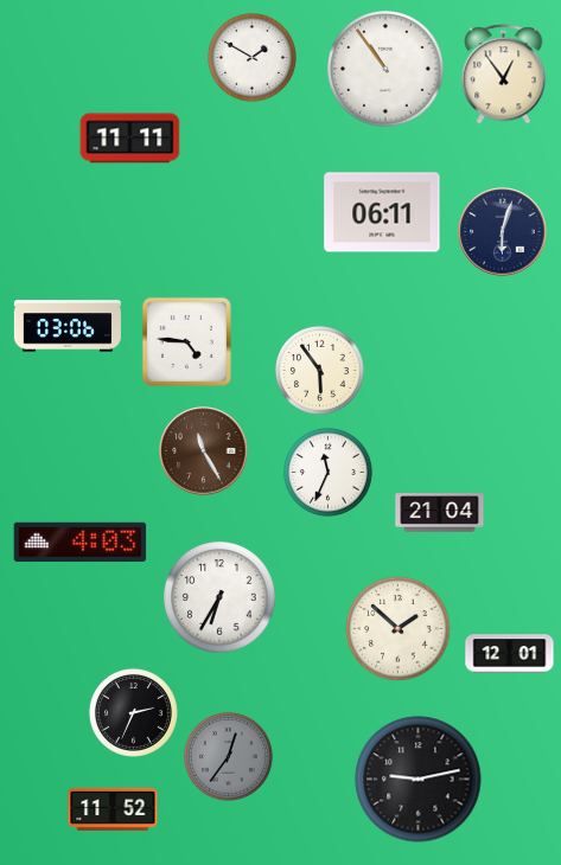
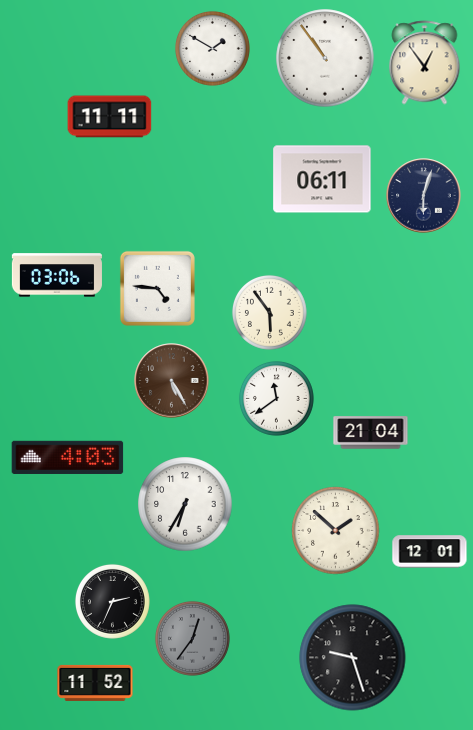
clock at (204, 451): 11:25 -> 5:25
clock at (327, 472): 11:34 -> 11:39
clock at (419, 780): 9:13 -> 9:27
